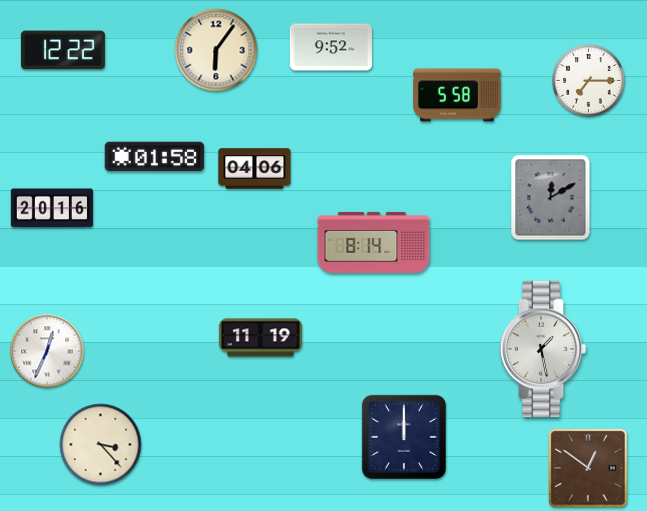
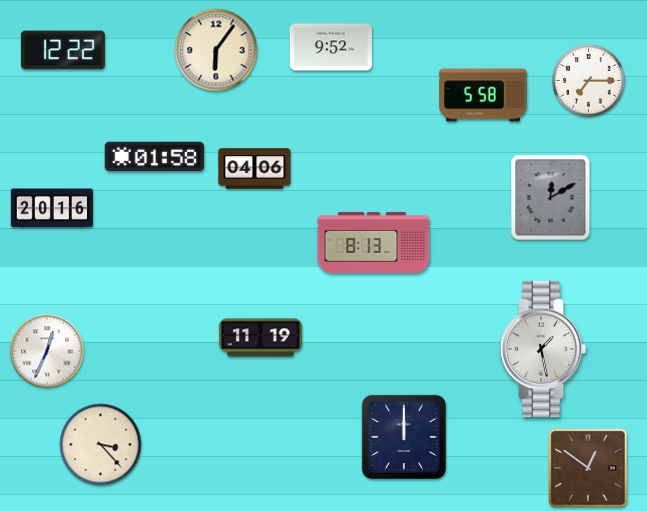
clock at (457, 95) position: (457, 95) -> (483, 95)
clock at (374, 242): 8:14 -> 8:13
